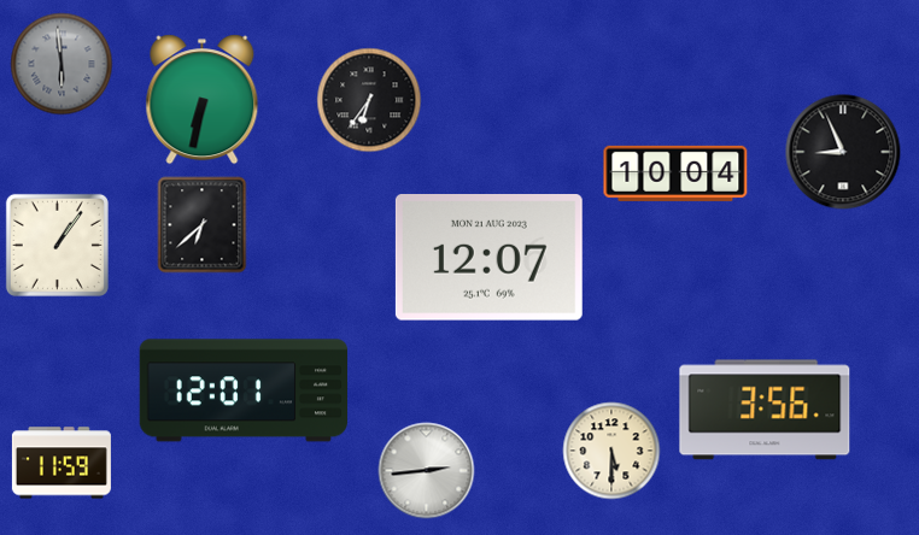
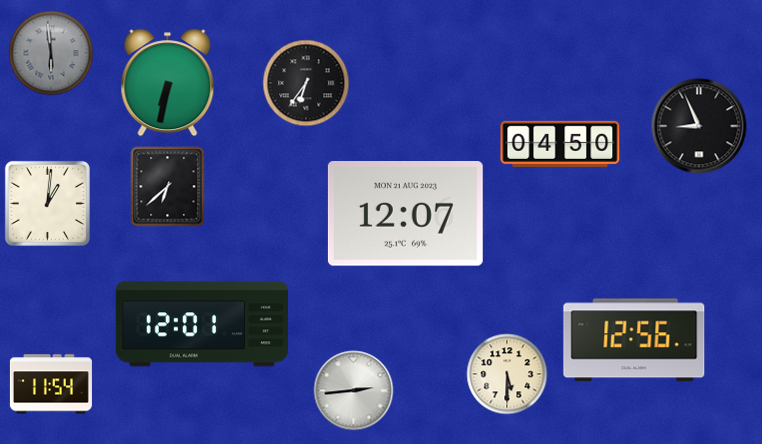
clock at (675, 174): 10:04 -> 04:50
clock at (57, 245): 1:06 -> 1:01
clock at (765, 410): 3:56 -> 12:56
clock at (62, 463): 11:59 -> 11:54
